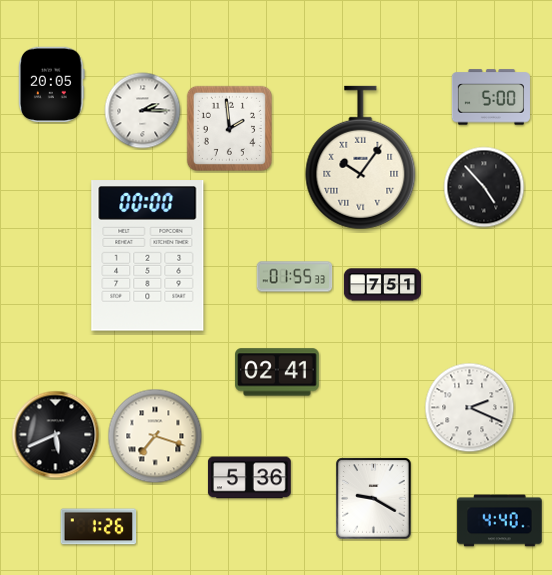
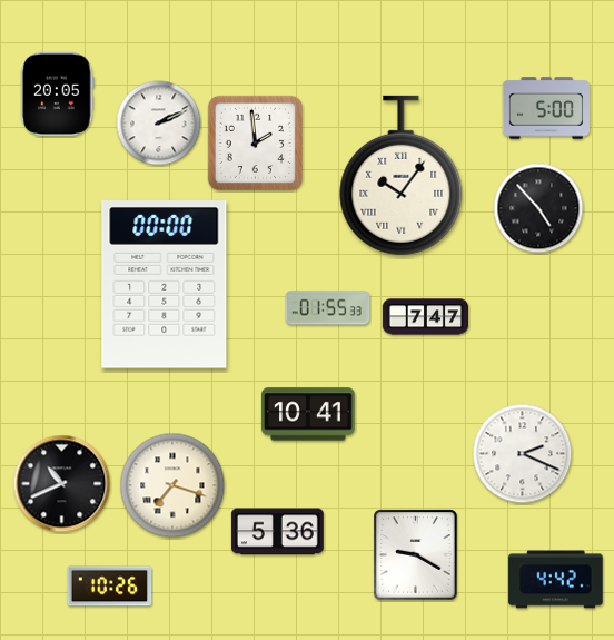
clock at (143, 111): 2:15 -> 2:11
clock at (383, 285): 7:51 -> 7:47
clock at (277, 372): 02:41 -> 10:41
clock at (56, 435): 5:41 -> 10:41
clock at (500, 521): 4:40 -> 4:42
clock at (99, 527): 1:26 -> 10:26
